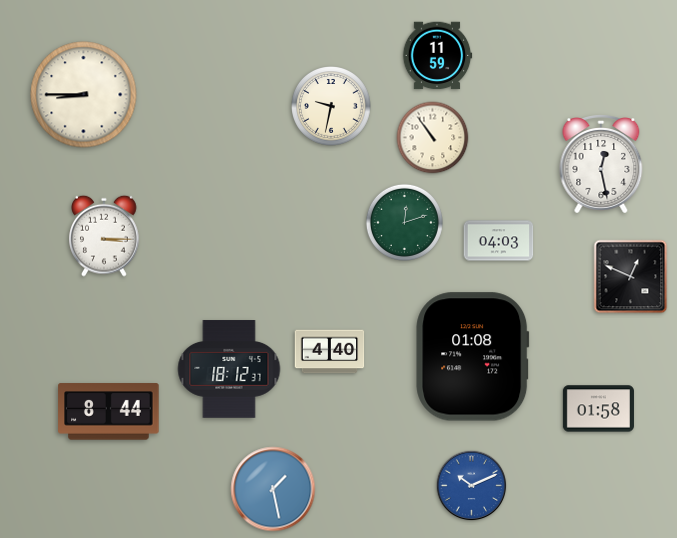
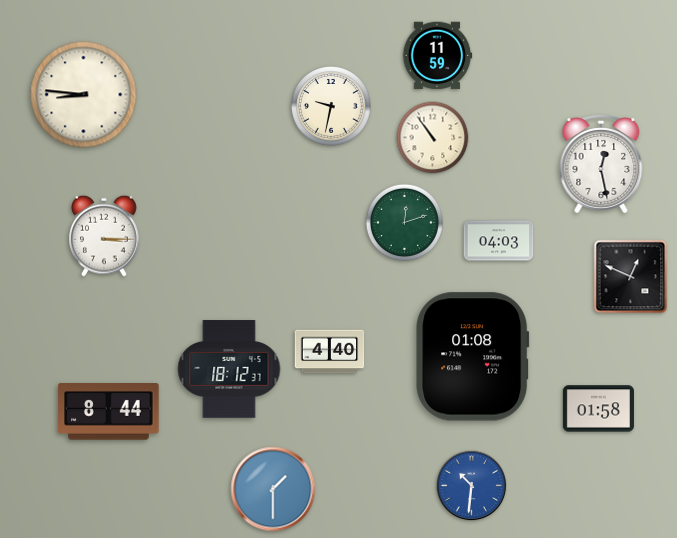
clock at (84, 95): 8:45 -> 8:46
clock at (472, 486): 10:11 -> 10:31
clock at (273, 489): 1:28 -> 1:30
